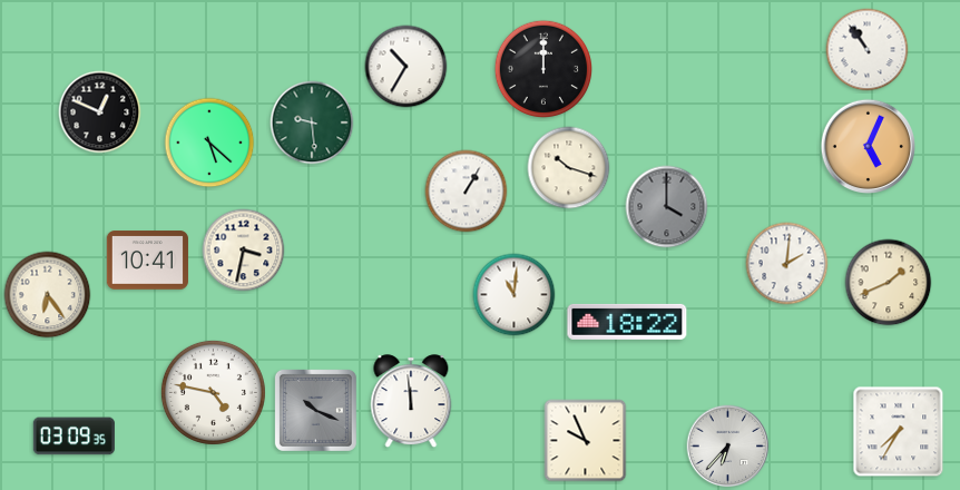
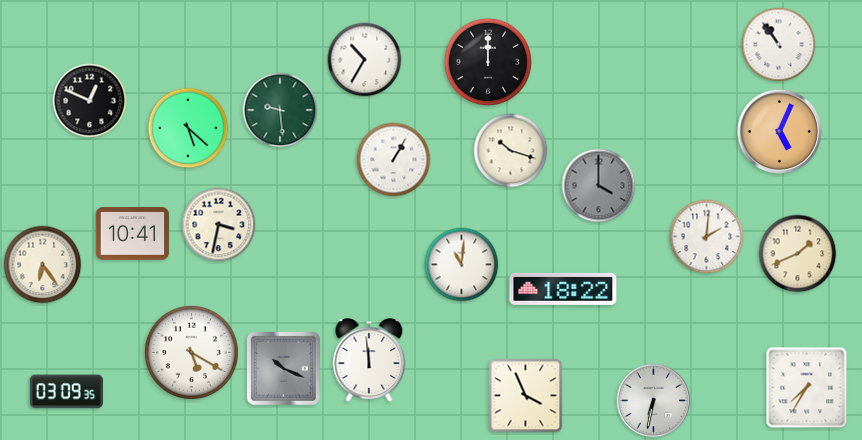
clock at (467, 192) position: (467, 192) -> (394, 160)
clock at (213, 392): 4:47 -> 5:20
clock at (586, 441): 9:56 -> 3:56
clock at (728, 447): 6:37 -> 6:32
